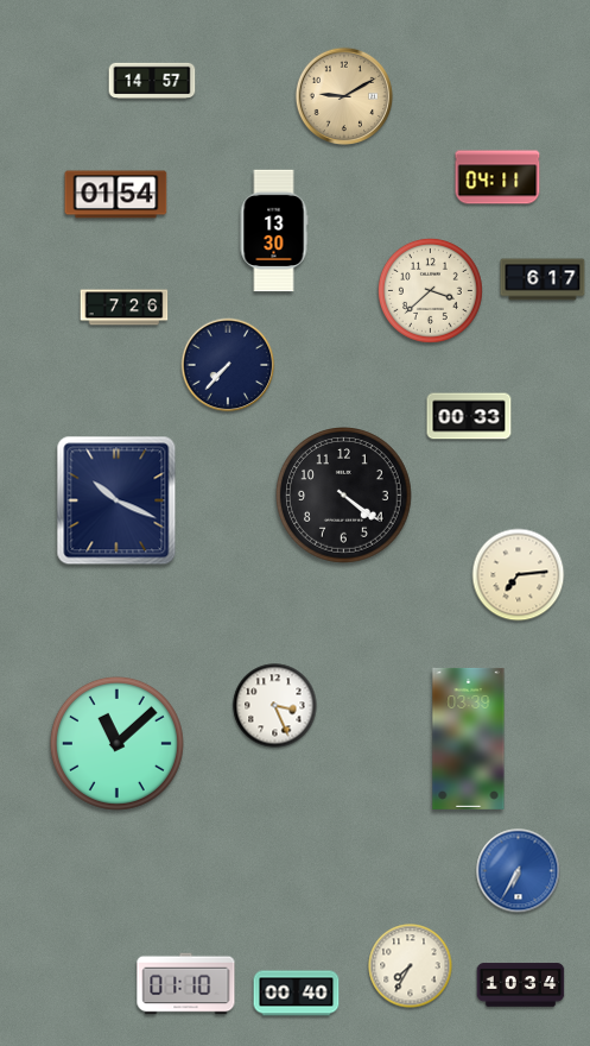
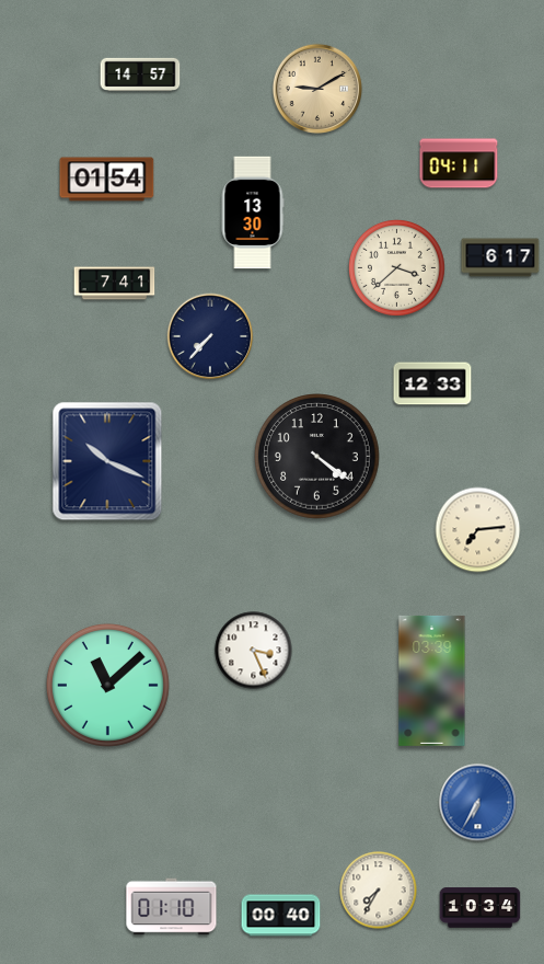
clock at (125, 308): 7:26 -> 7:41
clock at (469, 416): 00:33 -> 12:33
clock at (297, 994) position: (297, 994) -> (281, 916)
